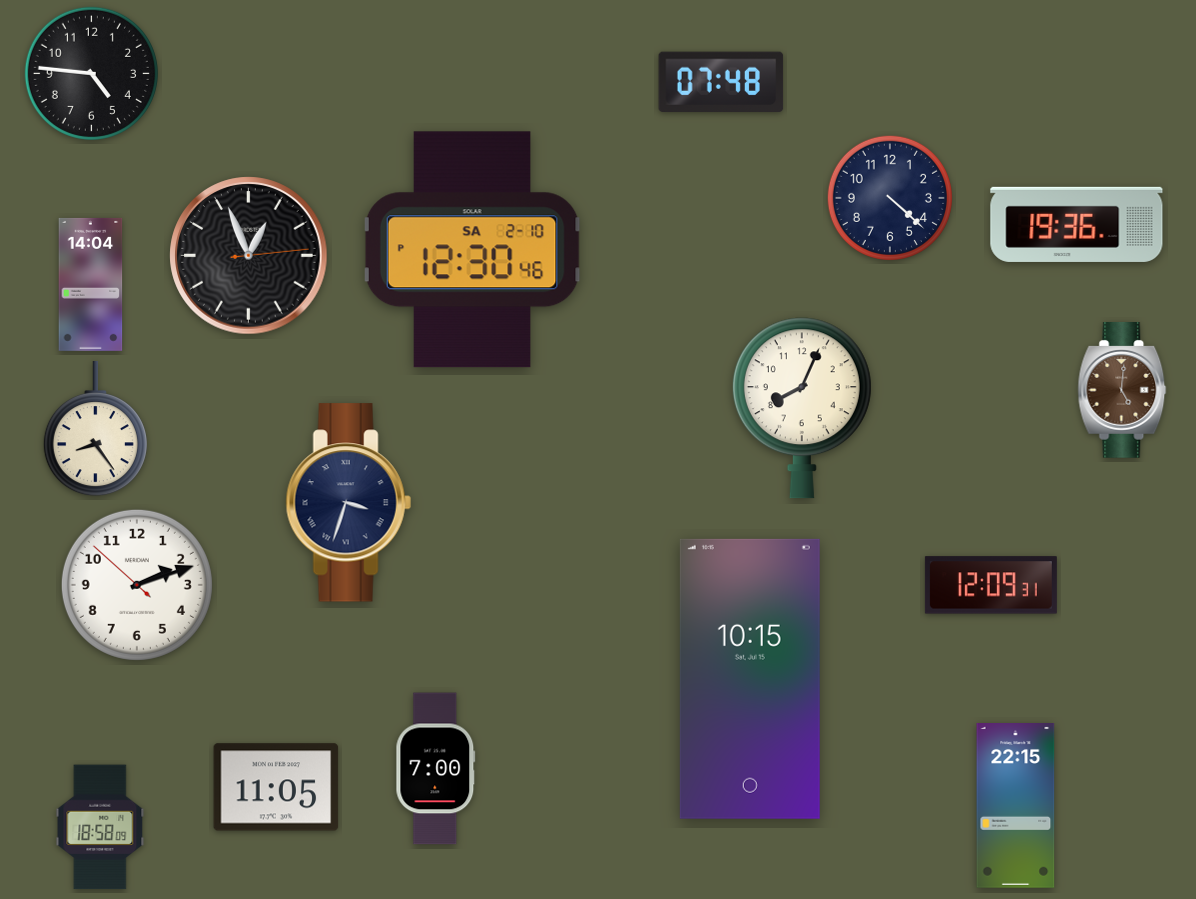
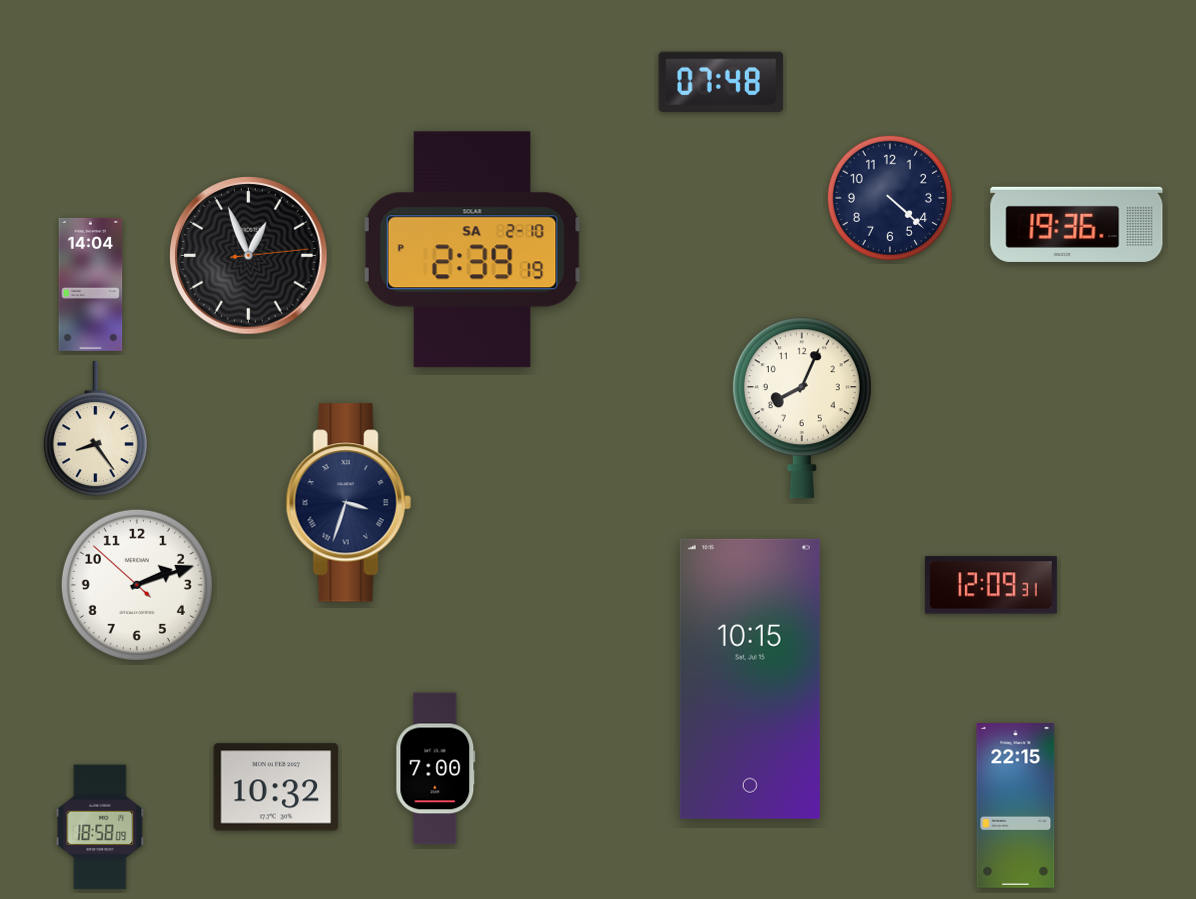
clock at (91, 73): 4:46 -> none
clock at (472, 250): 12:30 -> 2:39
clock at (1122, 390): 5:01 -> none
clock at (276, 787): 11:05 -> 10:32
